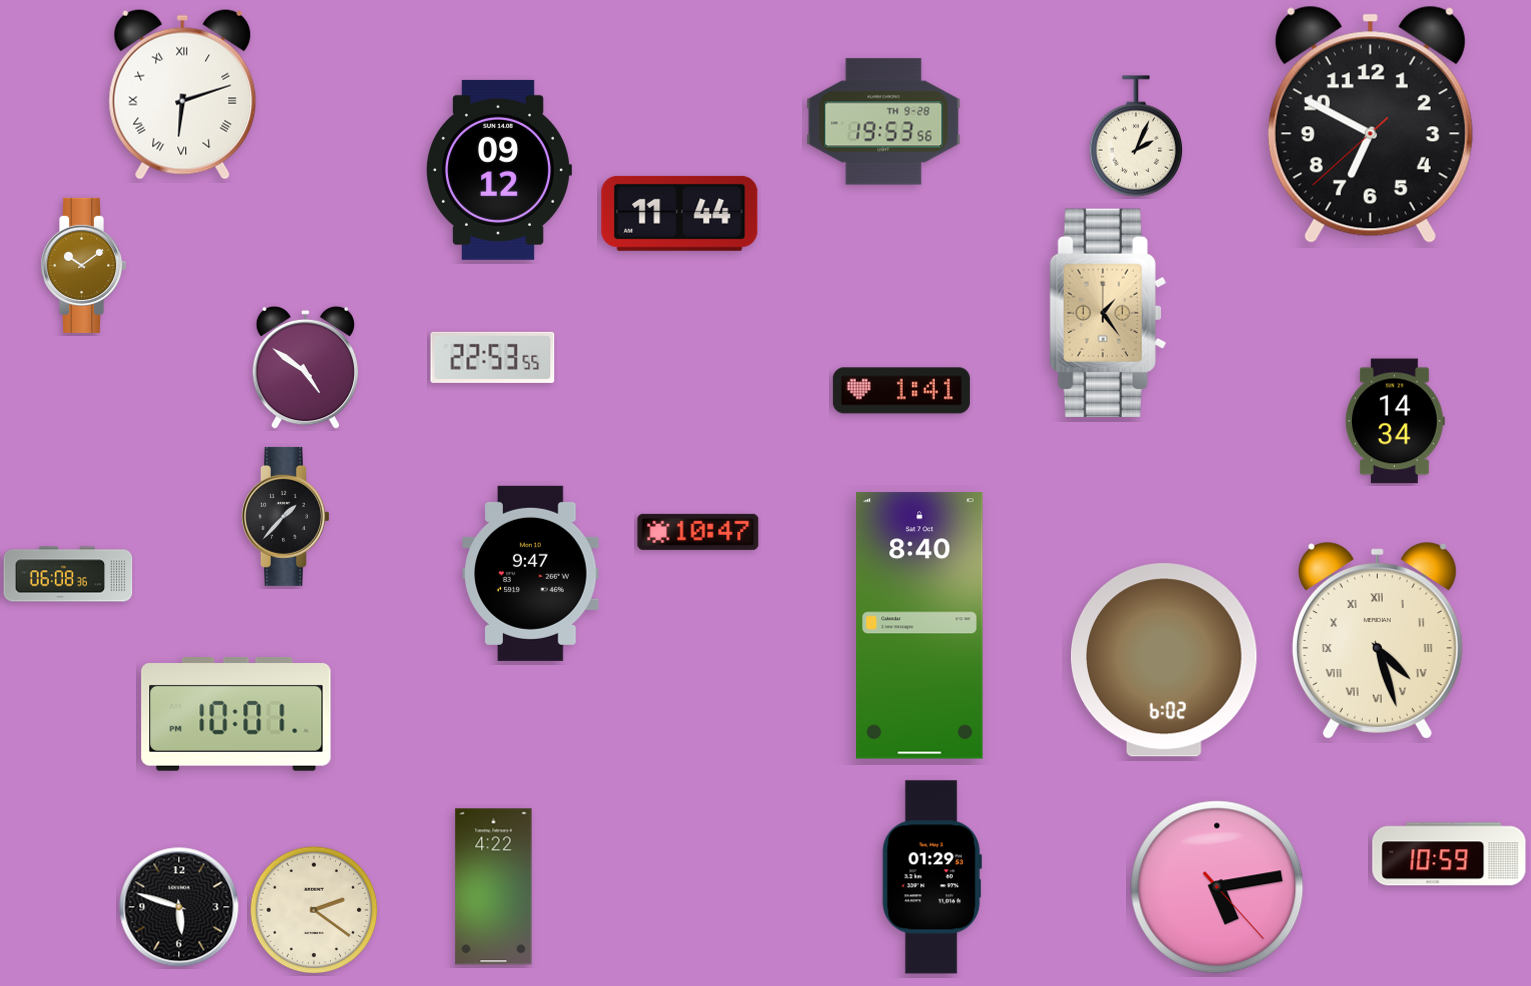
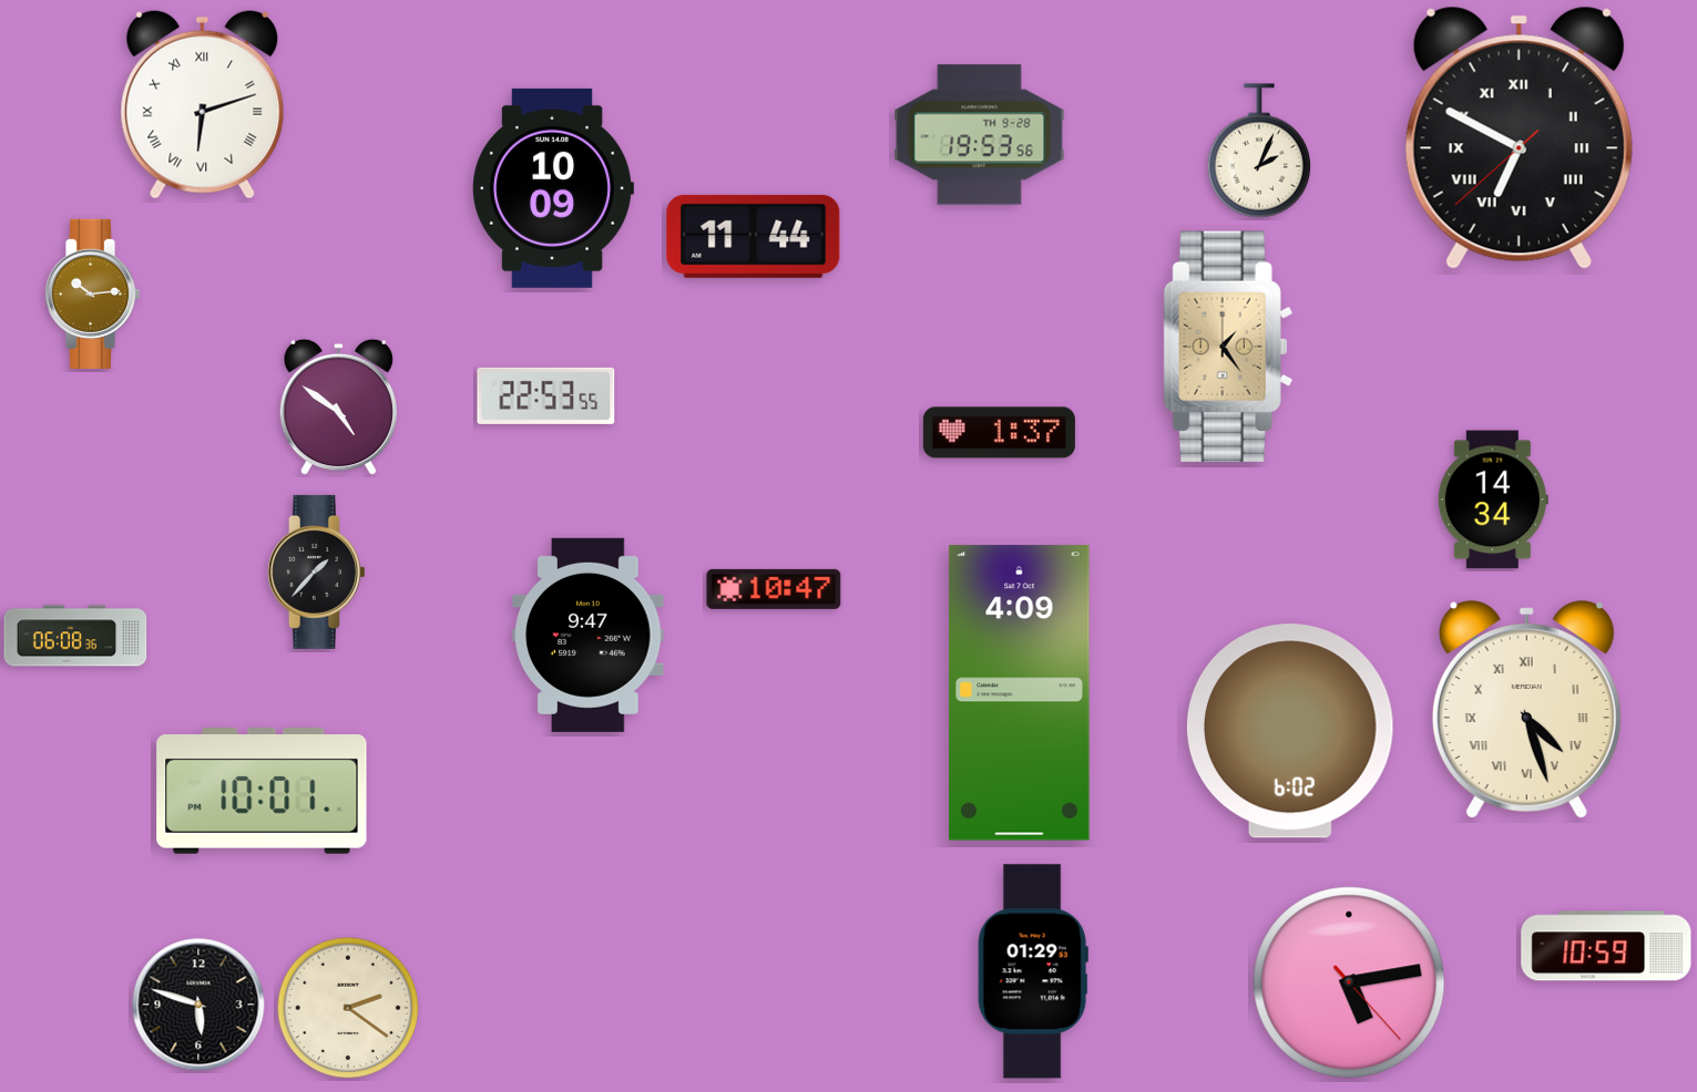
clock at (1370, 124) numerals: Arabic -> Roman
clock at (499, 170): 09:12 -> 10:09
clock at (83, 265): 10:09 -> 10:14
clock at (901, 391): 1:41 -> 1:37
clock at (1395, 421) position: (1395, 421) -> (1493, 499)
clock at (920, 626): 8:40 -> 4:09
clock at (494, 887): 4:22 -> none
